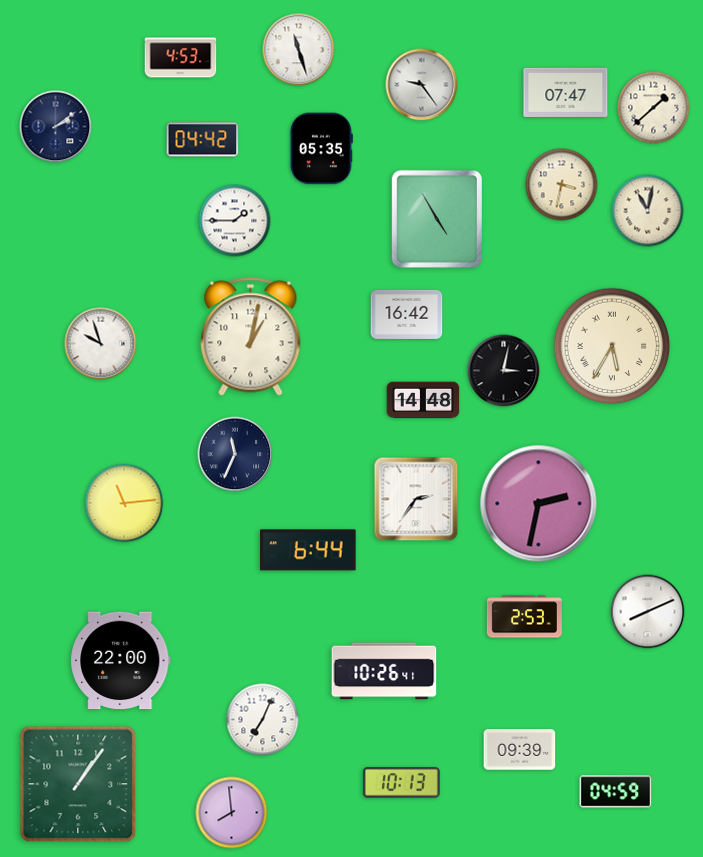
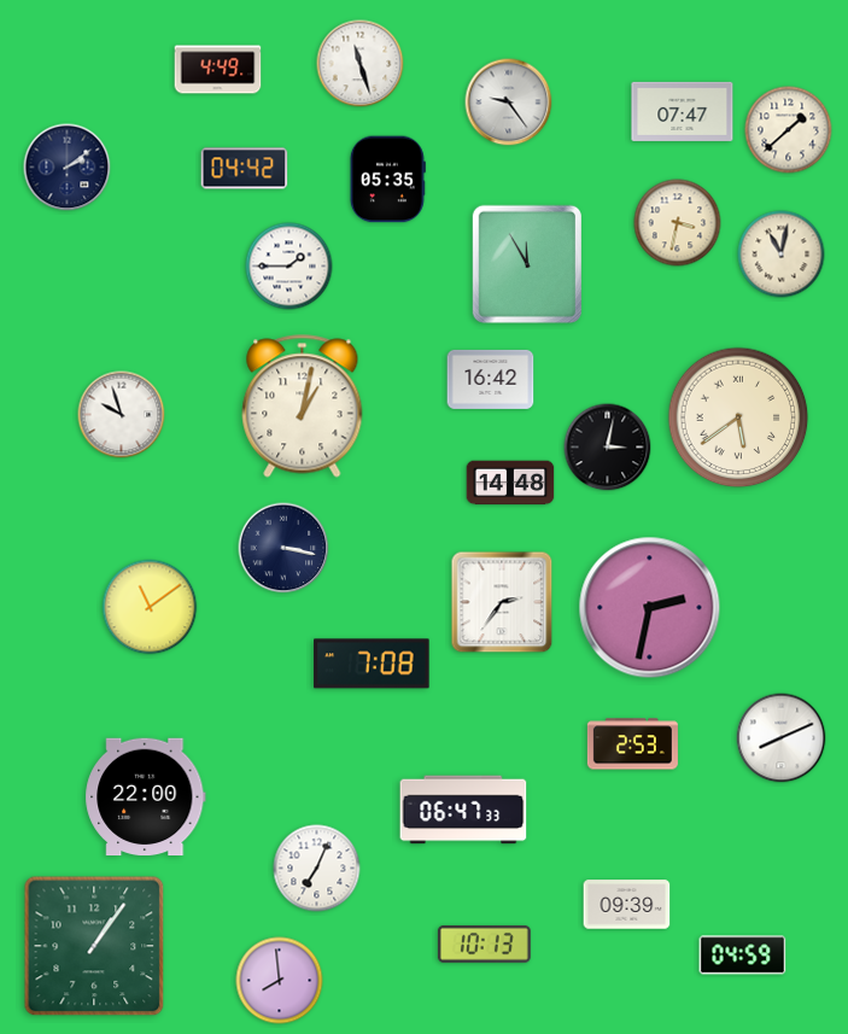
clock at (299, 50) position: (299, 50) -> (361, 64)
clock at (181, 58): 4:53 -> 4:49
clock at (56, 127) position: (56, 127) -> (68, 168)
clock at (437, 218): 4:55 -> 11:55
clock at (235, 221) position: (235, 221) -> (290, 267)
clock at (612, 346): 5:35 -> 5:39
clock at (235, 454): 11:34 -> 3:17
clock at (124, 503): 11:14 -> 11:09
clock at (308, 550): 6:44 -> 7:08
clock at (384, 671): 10:26 -> 06:47
